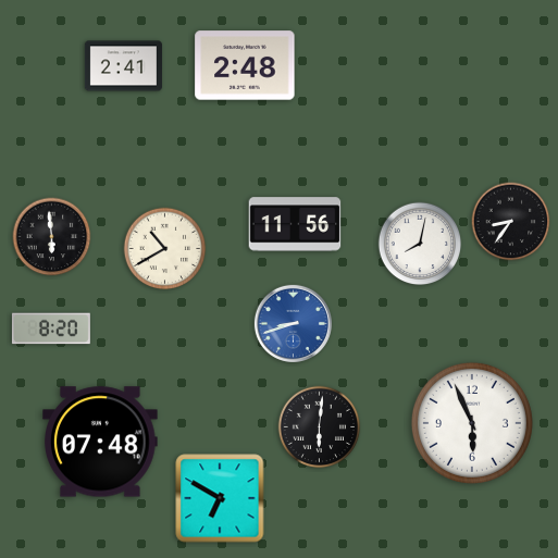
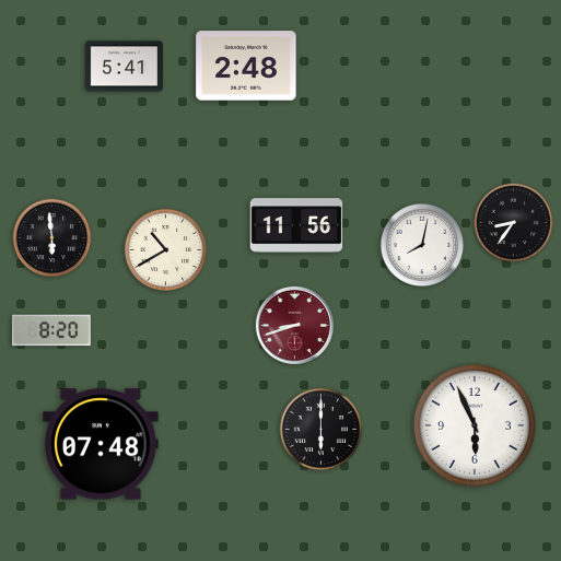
clock at (123, 66): 2:41 -> 5:41
clock at (293, 323) dial: blue -> burgundy
clock at (320, 427): 6:01 -> 6:00
clock at (220, 498): 6:50 -> none
